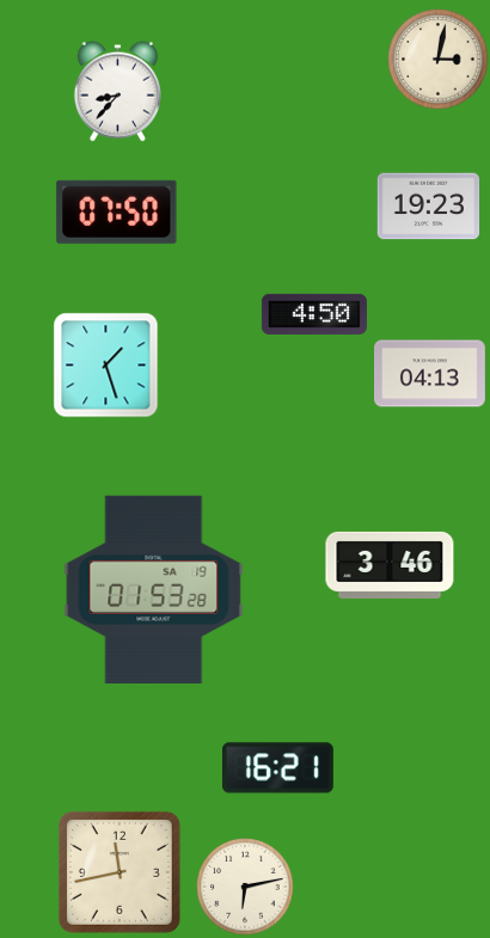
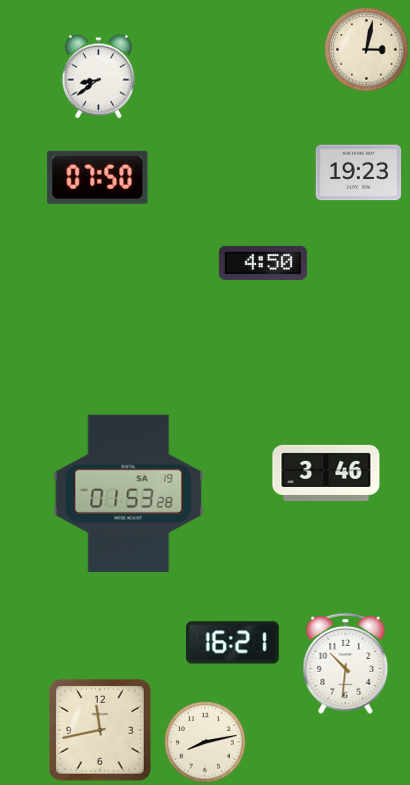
clock at (117, 92): 8:37 -> 8:39
clock at (106, 366): 1:27 -> none
clock at (430, 374): 04:13 -> none
clock at (346, 663): none -> 10:31
clock at (245, 887): 6:13 -> 8:13
